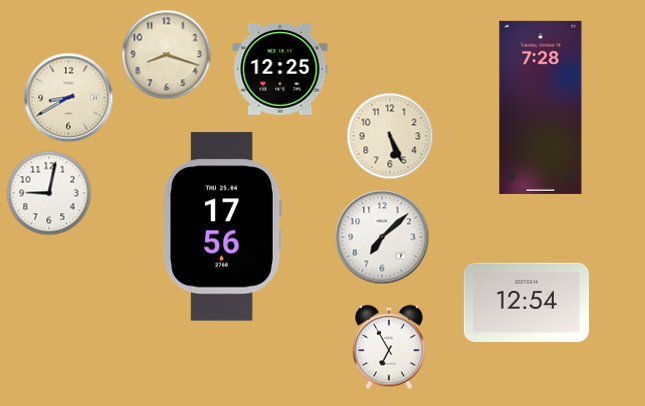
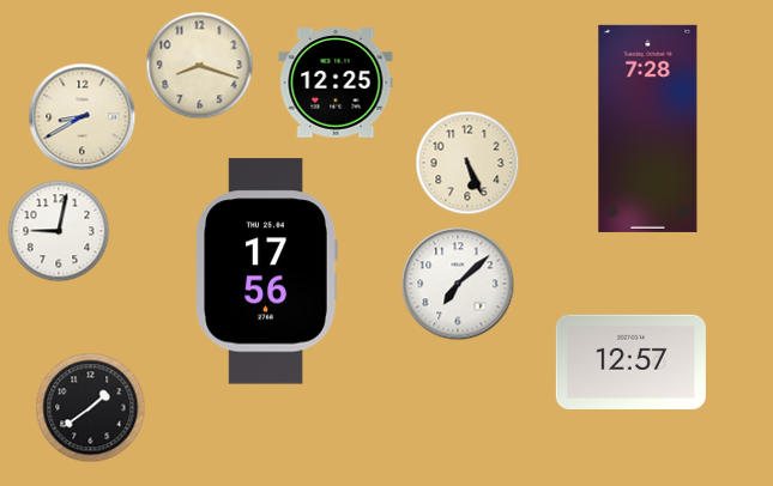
clock at (526, 302): 12:54 -> 12:57
clock at (90, 407): none -> 1:39
clock at (389, 347): 6:55 -> none
